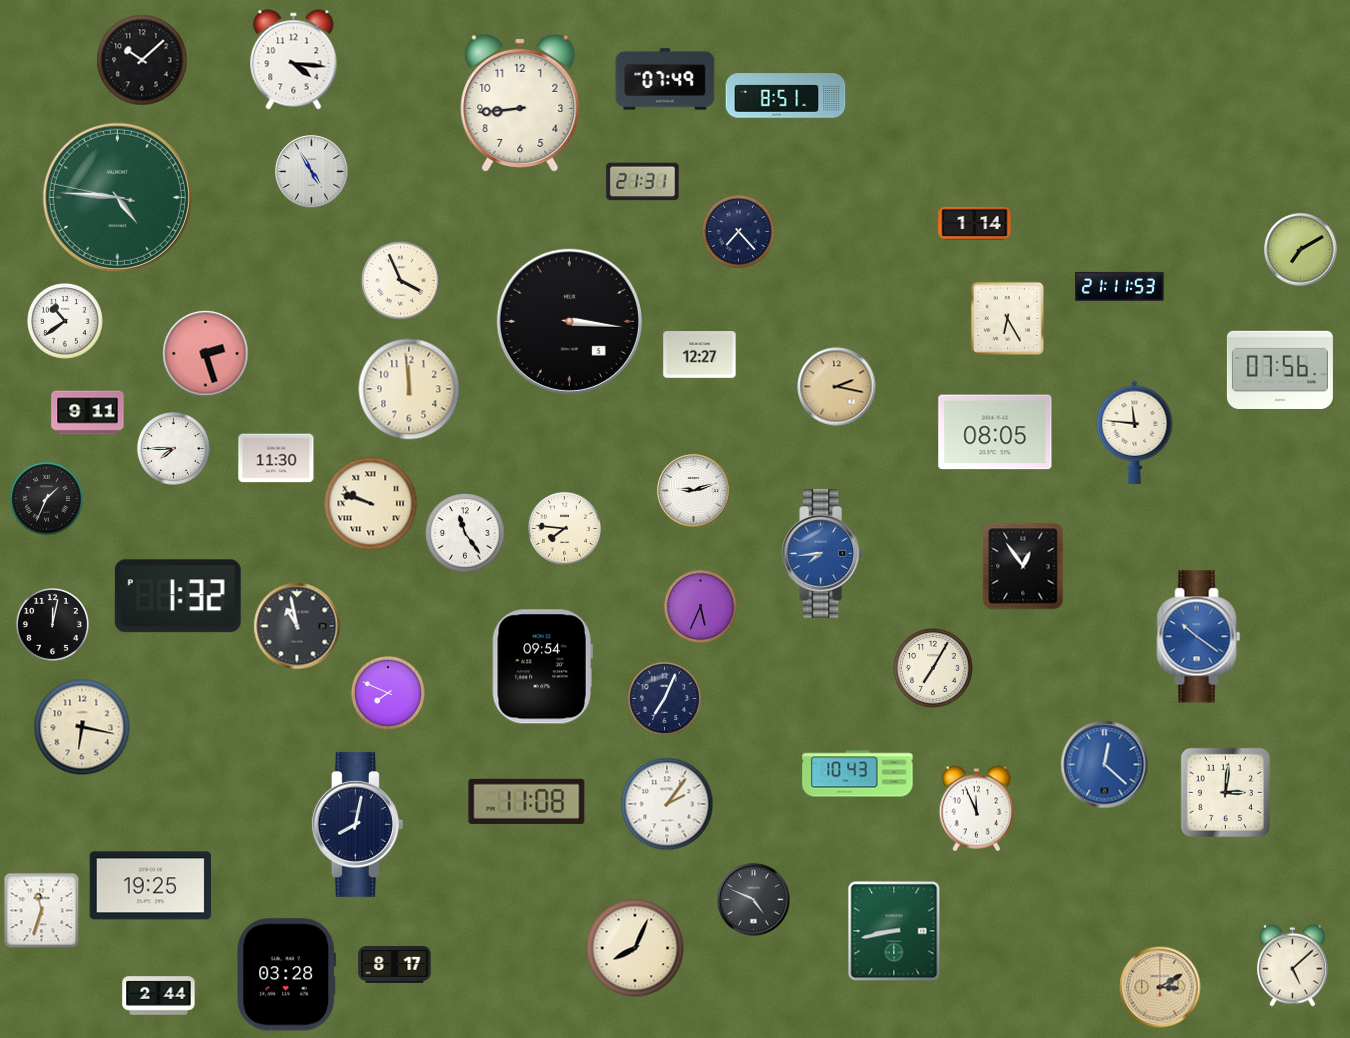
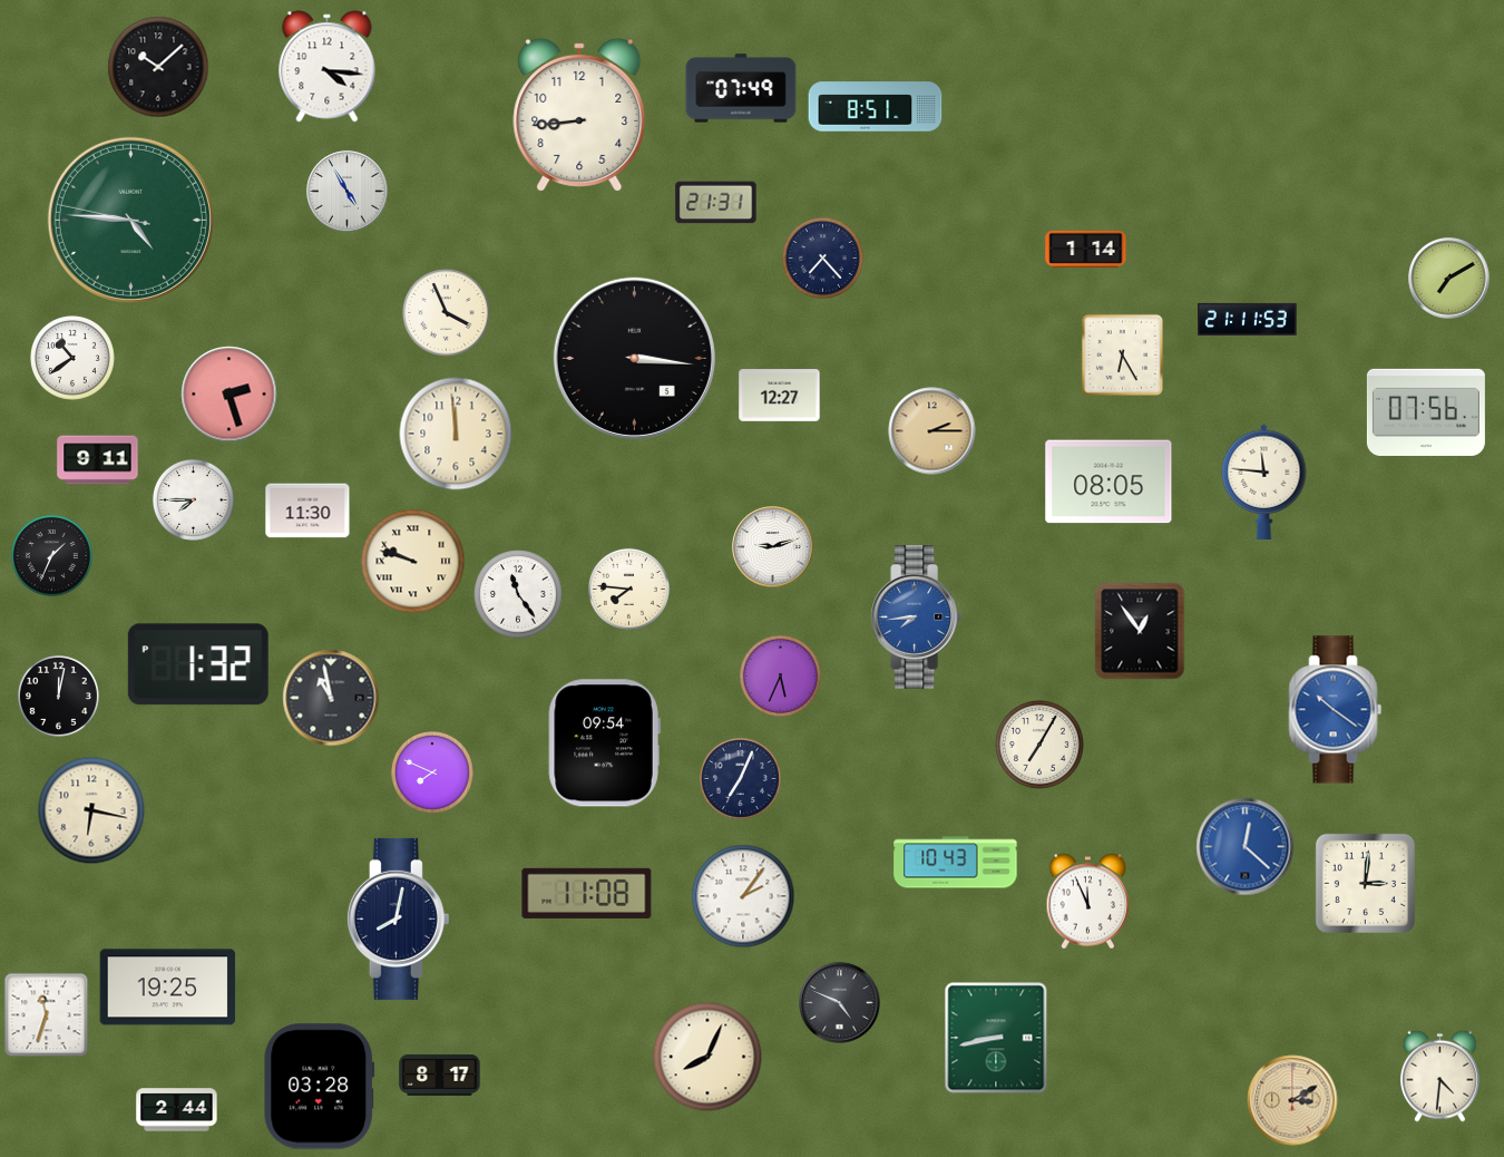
clock at (837, 387): 2:17 -> 2:15
clock at (1105, 765) position: (1105, 765) -> (1246, 847)
clock at (1293, 965): 5:08 -> 4:31
